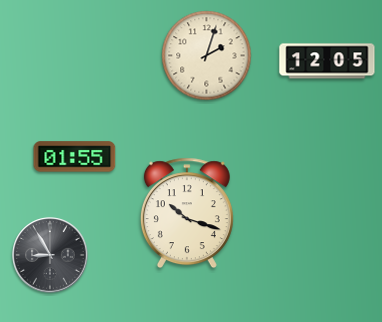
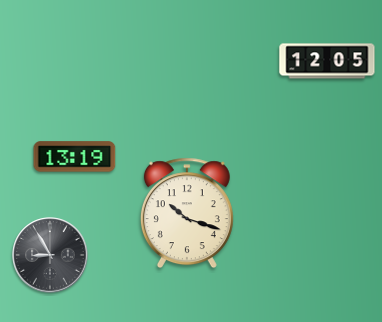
clock at (207, 56): 2:03 -> none
clock at (75, 157): 01:55 -> 13:19
